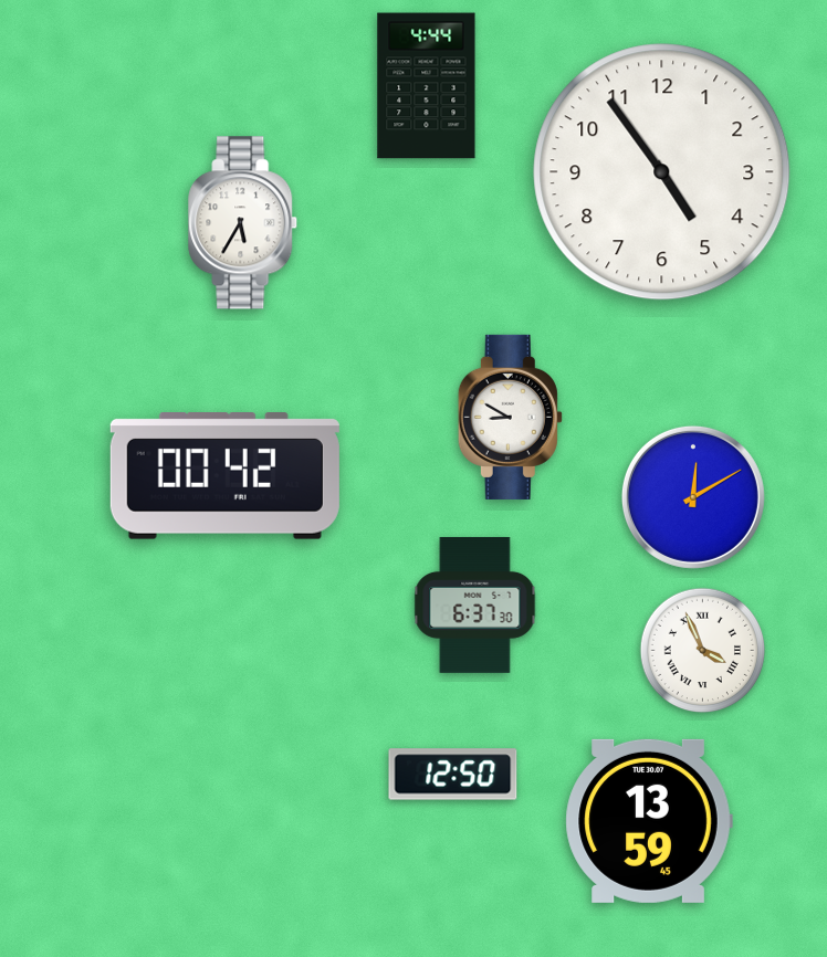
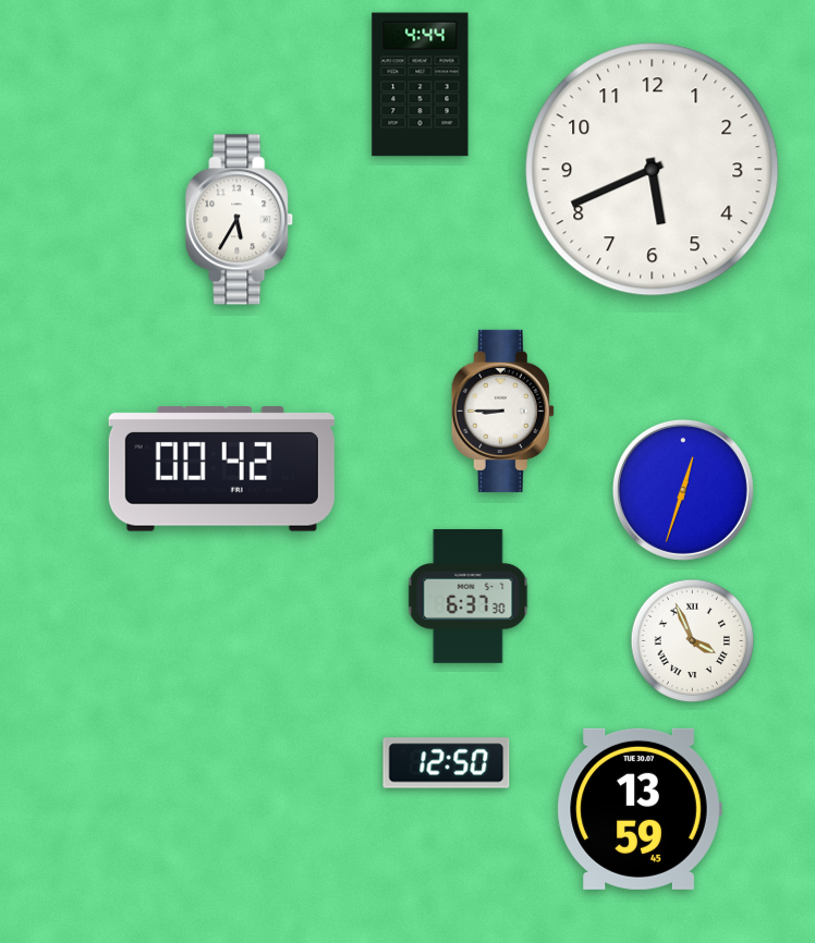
clock at (662, 172): 4:54 -> 5:41
clock at (510, 417): 8:50 -> 8:45
clock at (693, 497): 12:10 -> 12:33
